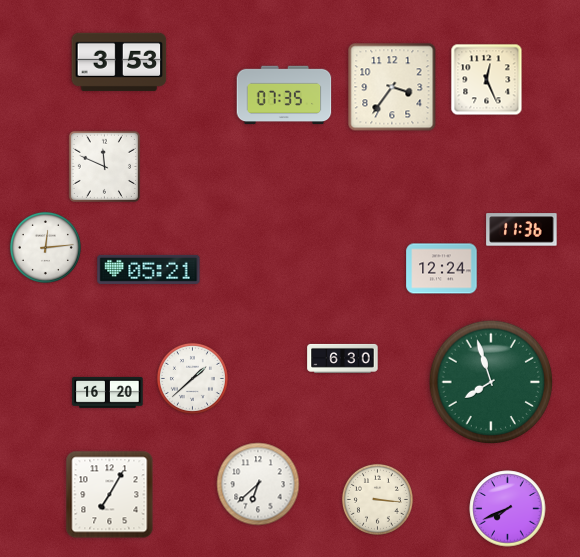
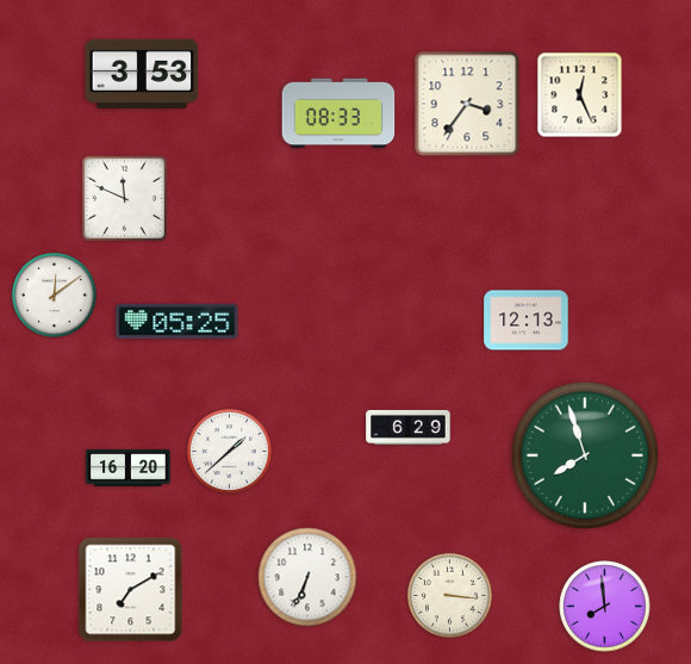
clock at (284, 95): 07:35 -> 08:33
clock at (522, 230): 11:36 -> none
clock at (45, 247): 12:14 -> 12:09
clock at (149, 269): 05:21 -> 05:25
clock at (442, 269): 12:24 -> 12:13
clock at (343, 358): 6:30 -> 6:29
clock at (258, 484): 6:38 -> 6:34
clock at (110, 495): 7:05 -> 7:10
clock at (508, 509): 7:41 -> 7:59
